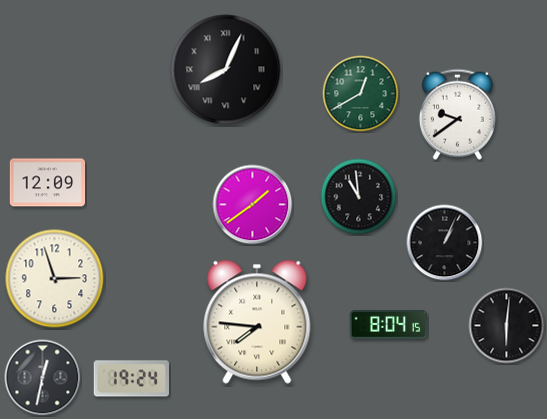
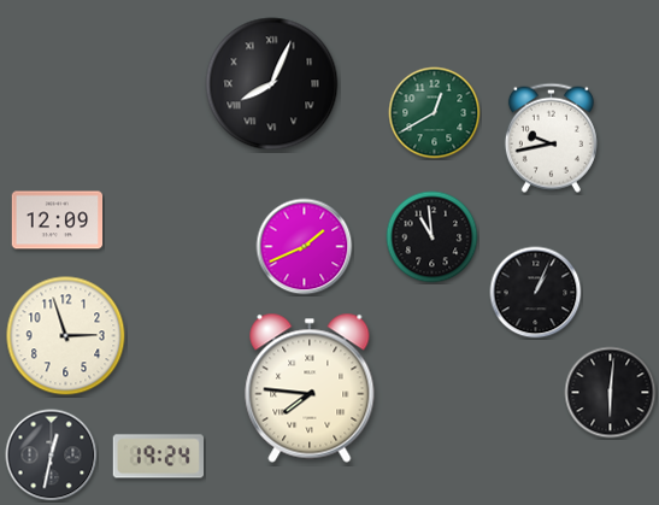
clock at (457, 114): 9:39 -> 9:43
clock at (253, 205): 1:39 -> 1:41
clock at (388, 325): 8:04 -> none
